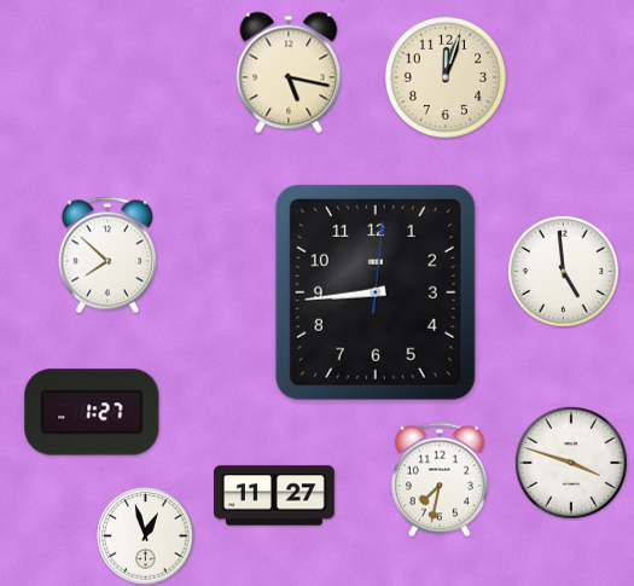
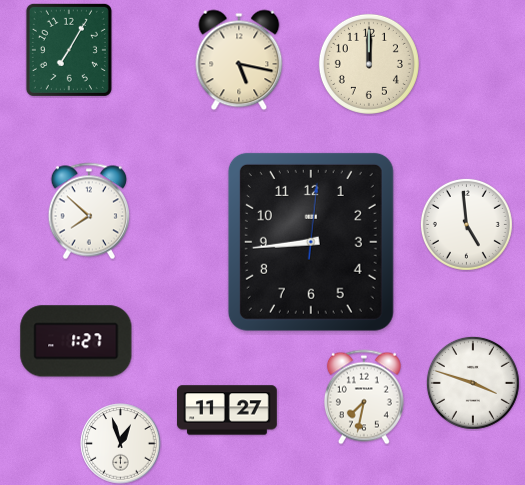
clock at (69, 50): none -> 7:05
clock at (446, 77): 12:03 -> 12:00
